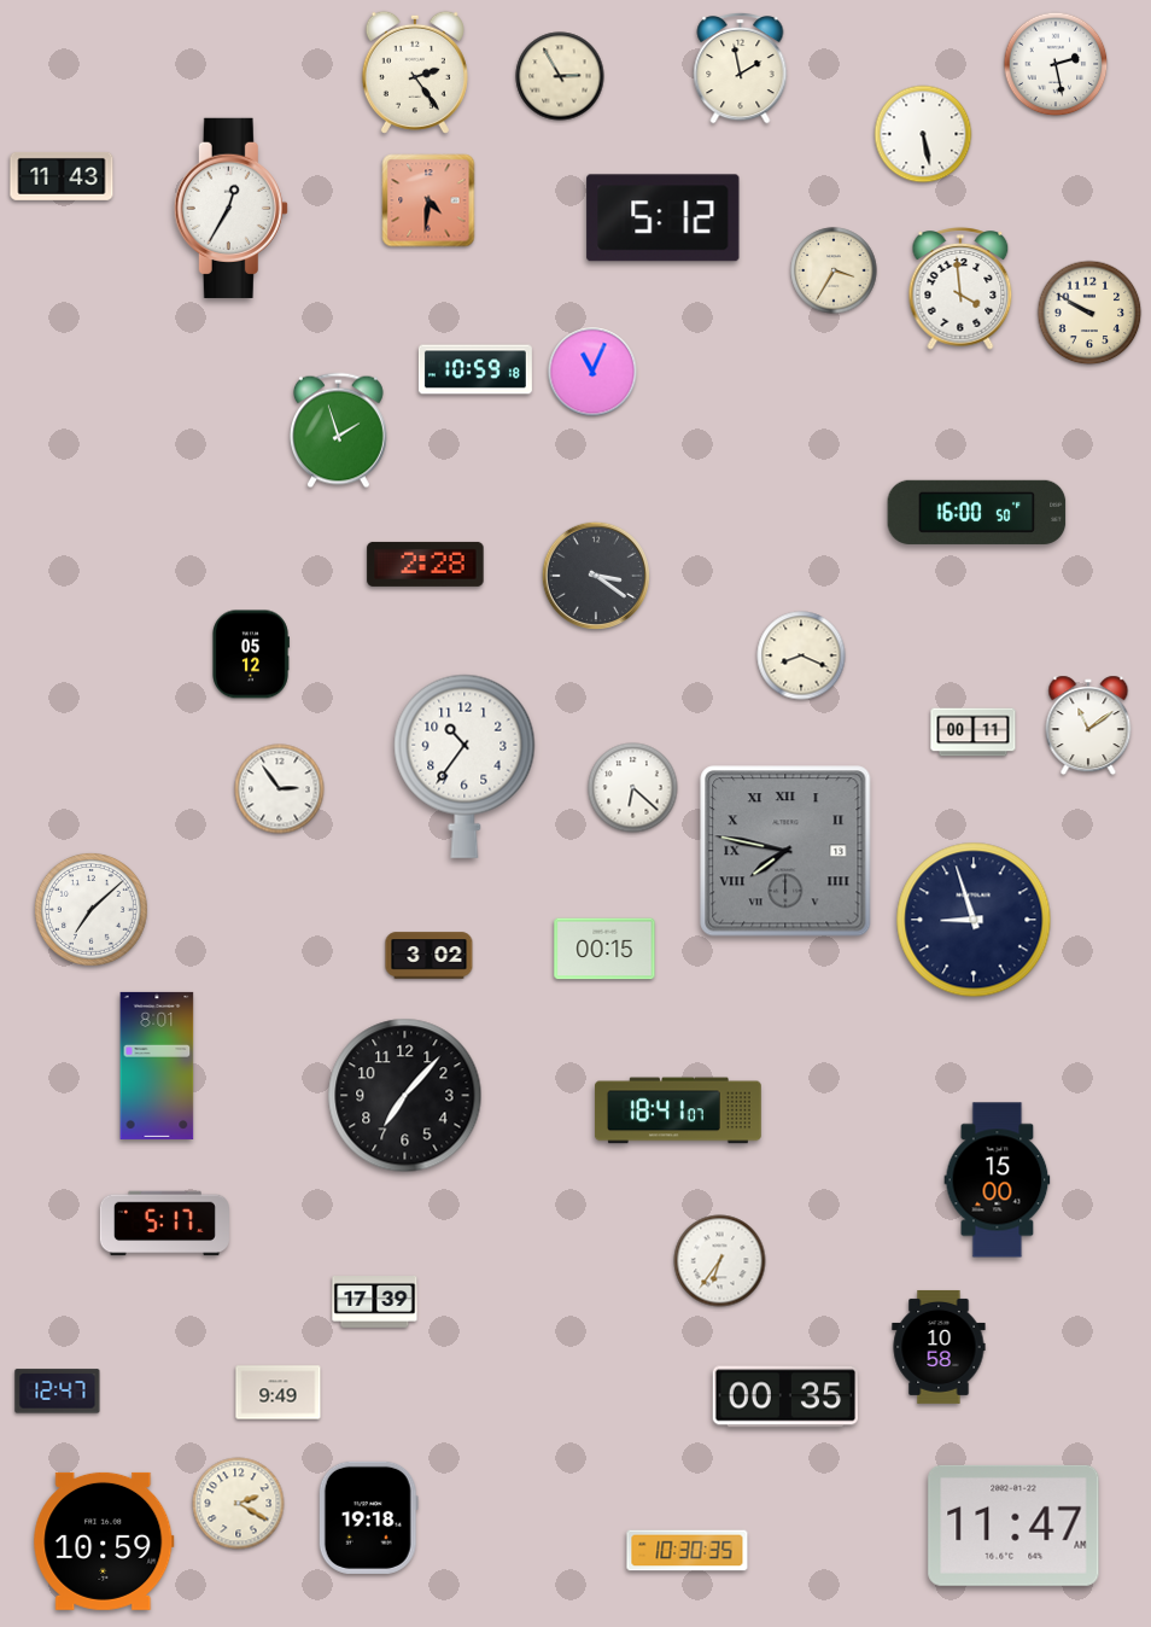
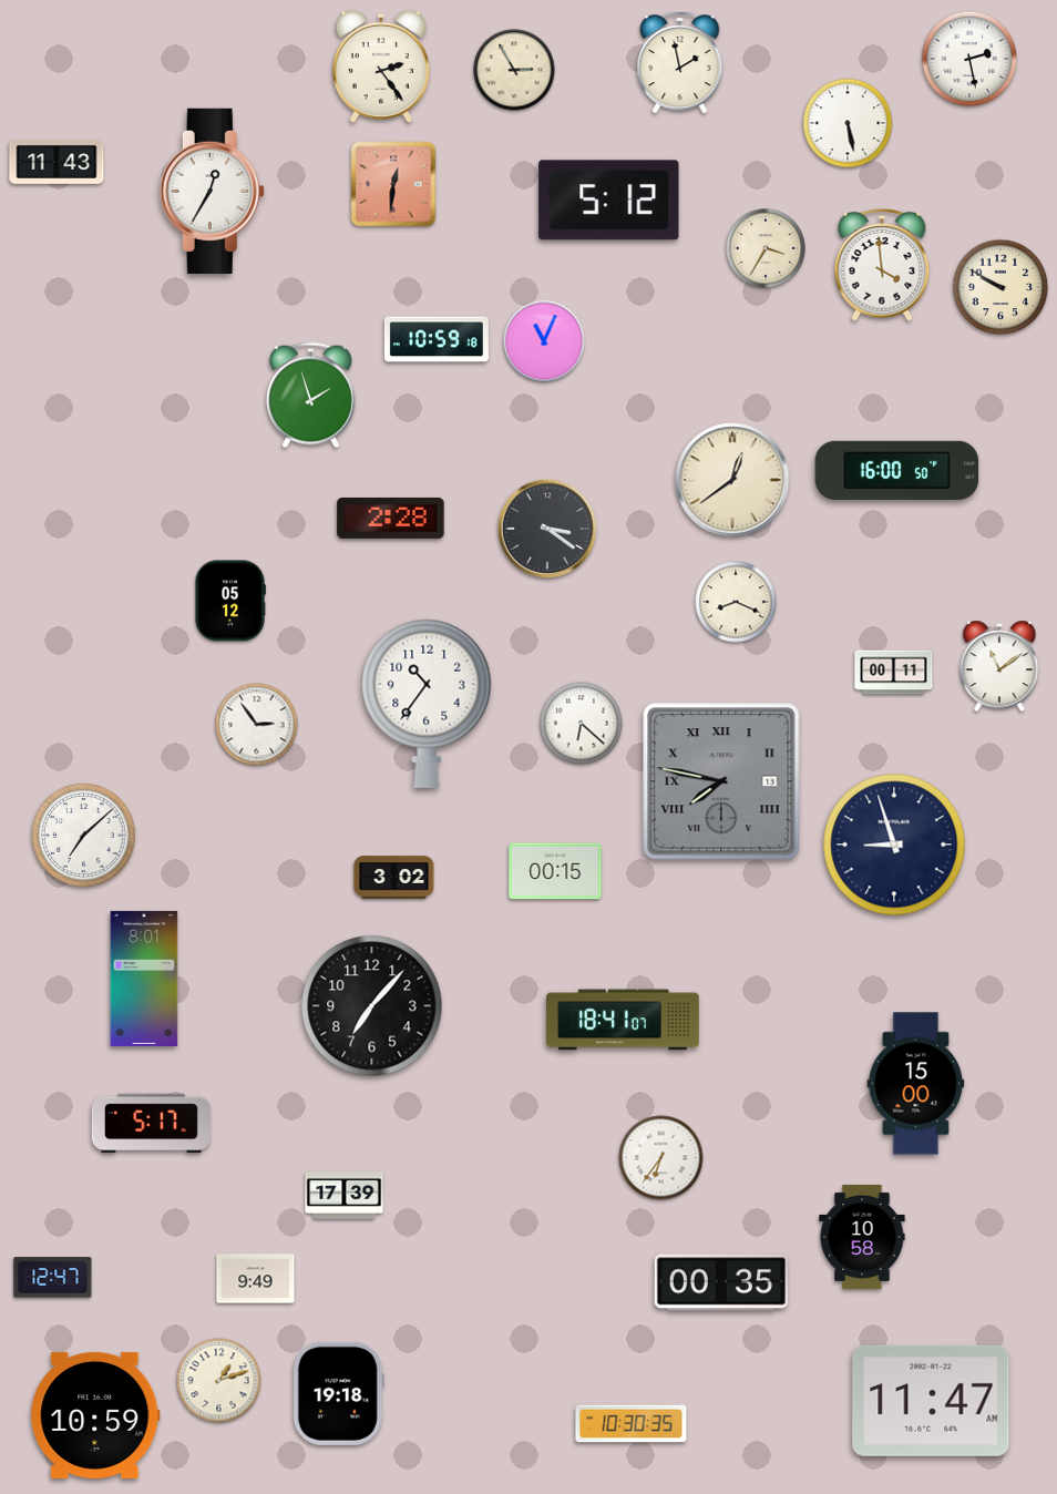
clock at (428, 200): 4:31 -> 12:31
clock at (732, 480): none -> 12:39
clock at (239, 1504): 2:20 -> 1:12
